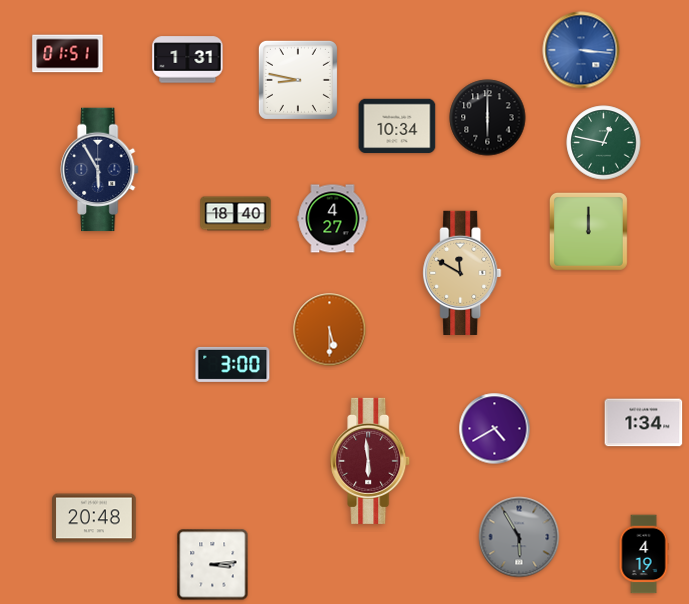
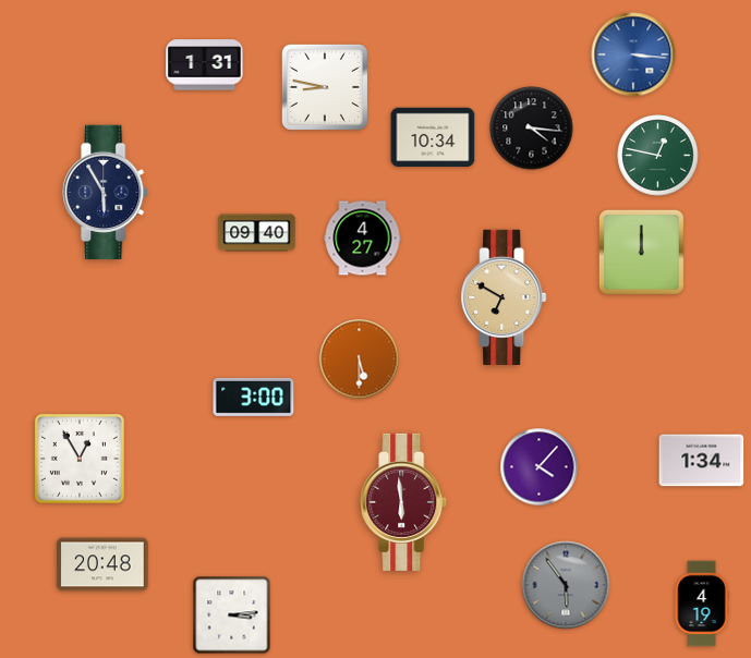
clock at (68, 54): 01:51 -> none
clock at (488, 118): 6:00 -> 4:16
clock at (100, 170) position: (100, 170) -> (106, 193)
clock at (236, 214): 18:40 -> 09:40
clock at (462, 272): 11:50 -> 6:50
clock at (80, 459): none -> 12:55
clock at (495, 429): 4:40 -> 4:07
clock at (519, 537): 5:55 -> 5:54
